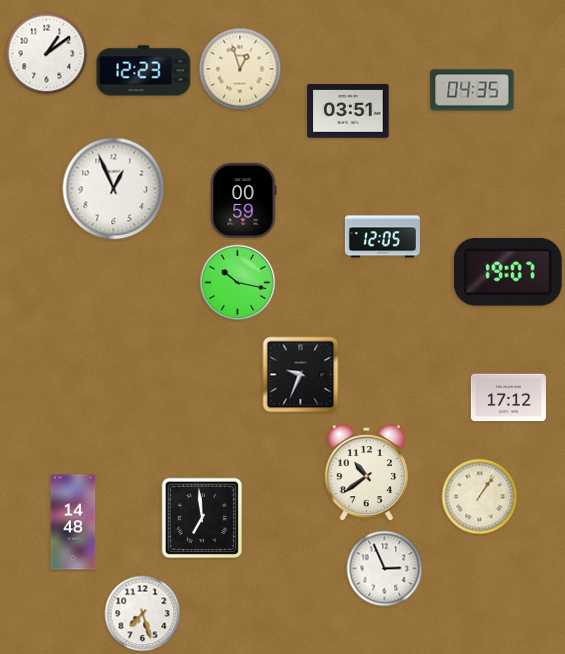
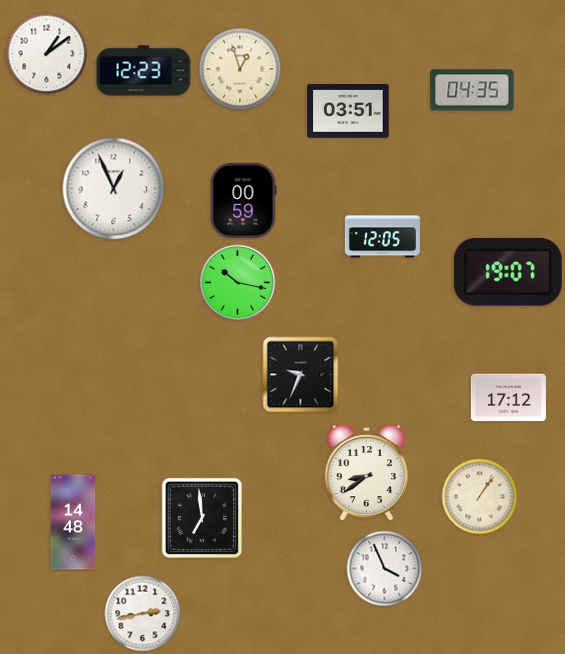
clock at (366, 473): 10:39 -> 8:39
clock at (385, 569): 2:56 -> 3:56
clock at (143, 614): 7:27 -> 2:43
